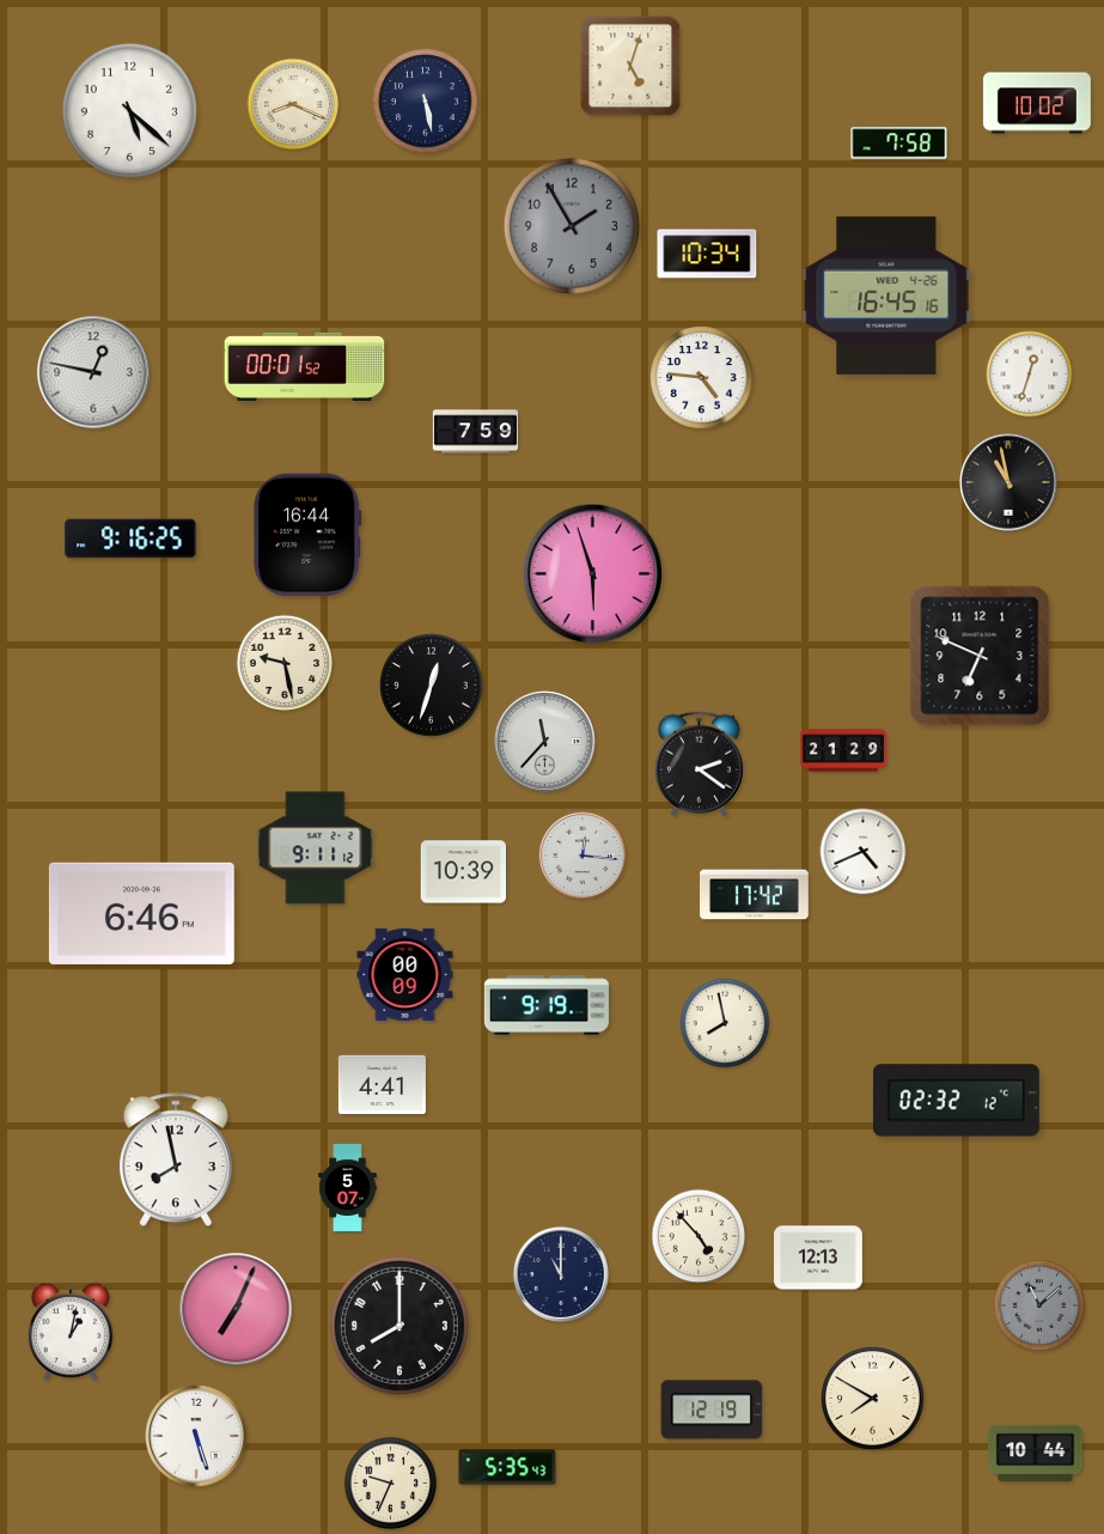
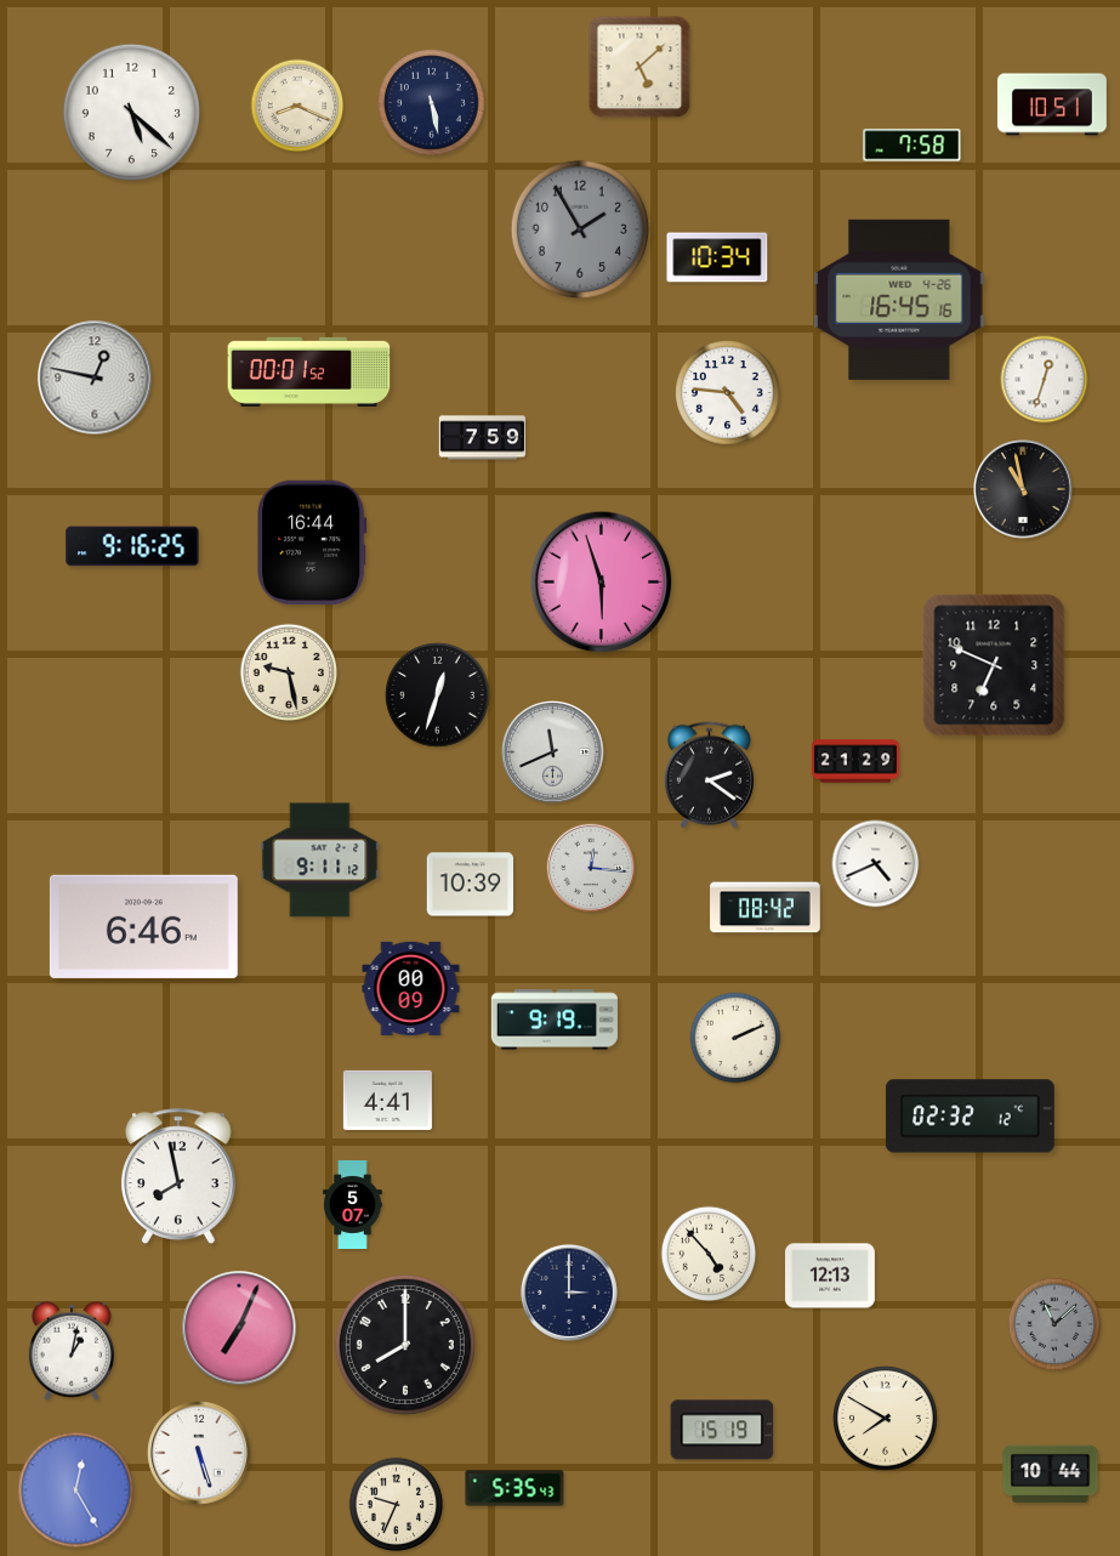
clock at (630, 66): 5:03 -> 5:08
clock at (1037, 103): 10:02 -> 10:51
clock at (702, 378) position: (702, 378) -> (728, 393)
clock at (545, 742): 11:37 -> 11:41
clock at (755, 895): 17:42 -> 08:42
clock at (725, 1023): 7:58 -> 2:11
clock at (561, 1274): 11:00 -> 3:00
clock at (712, 1410): 12:19 -> 15:19
clock at (196, 1436) position: (196, 1436) -> (199, 1453)
clock at (76, 1490): none -> 12:25
